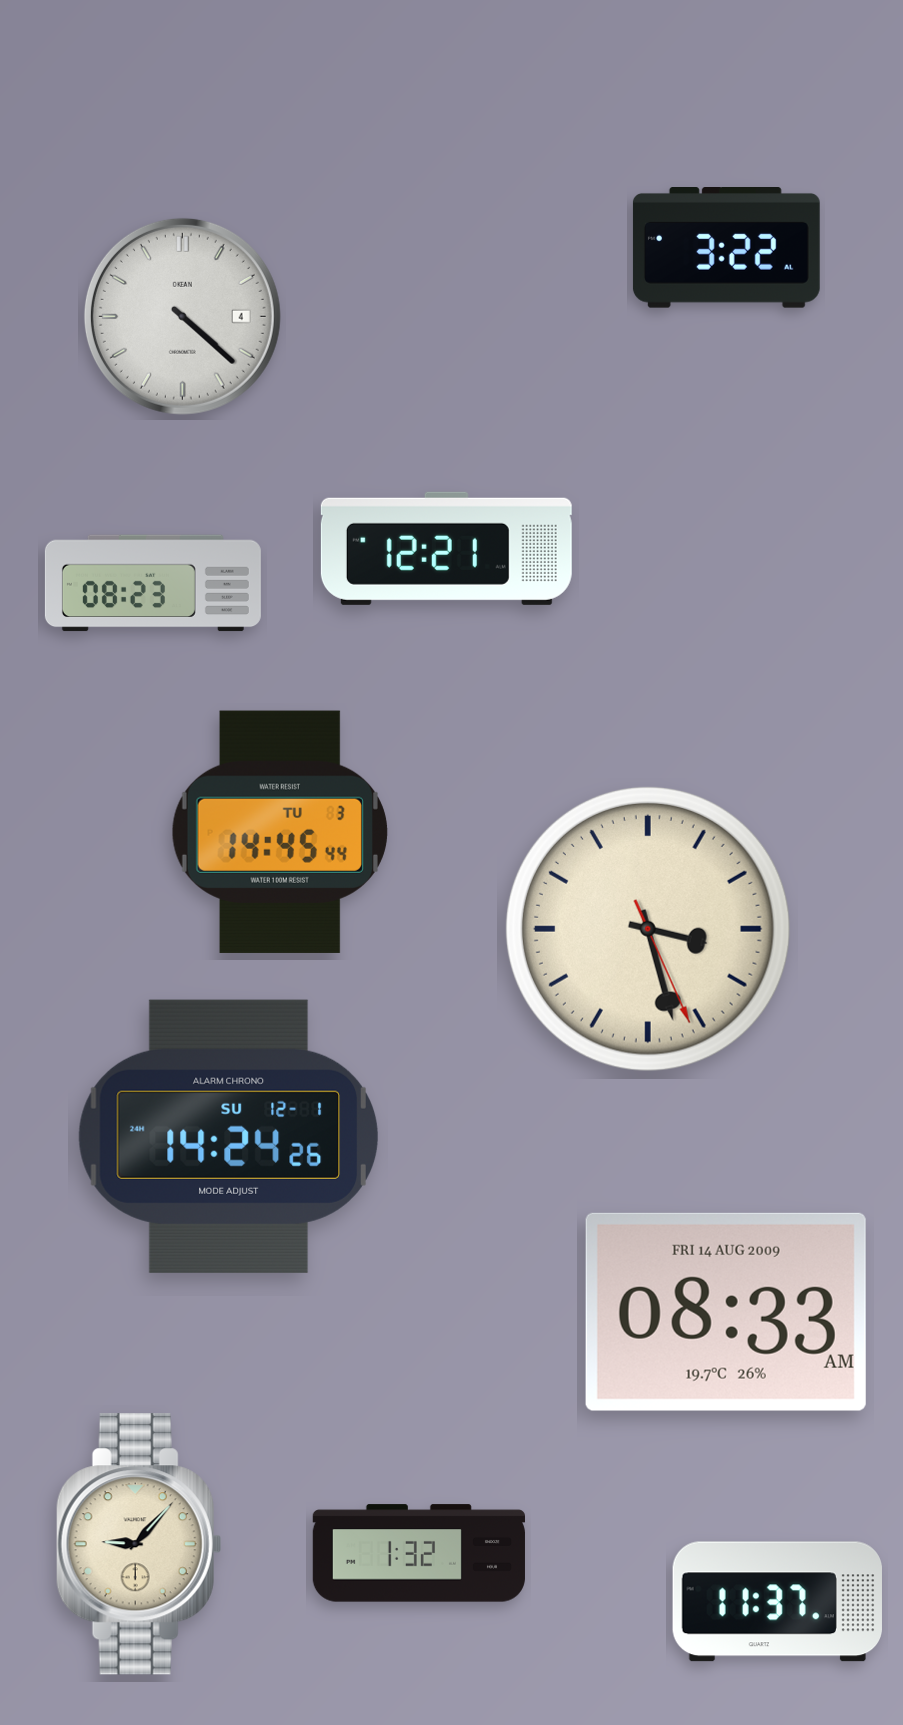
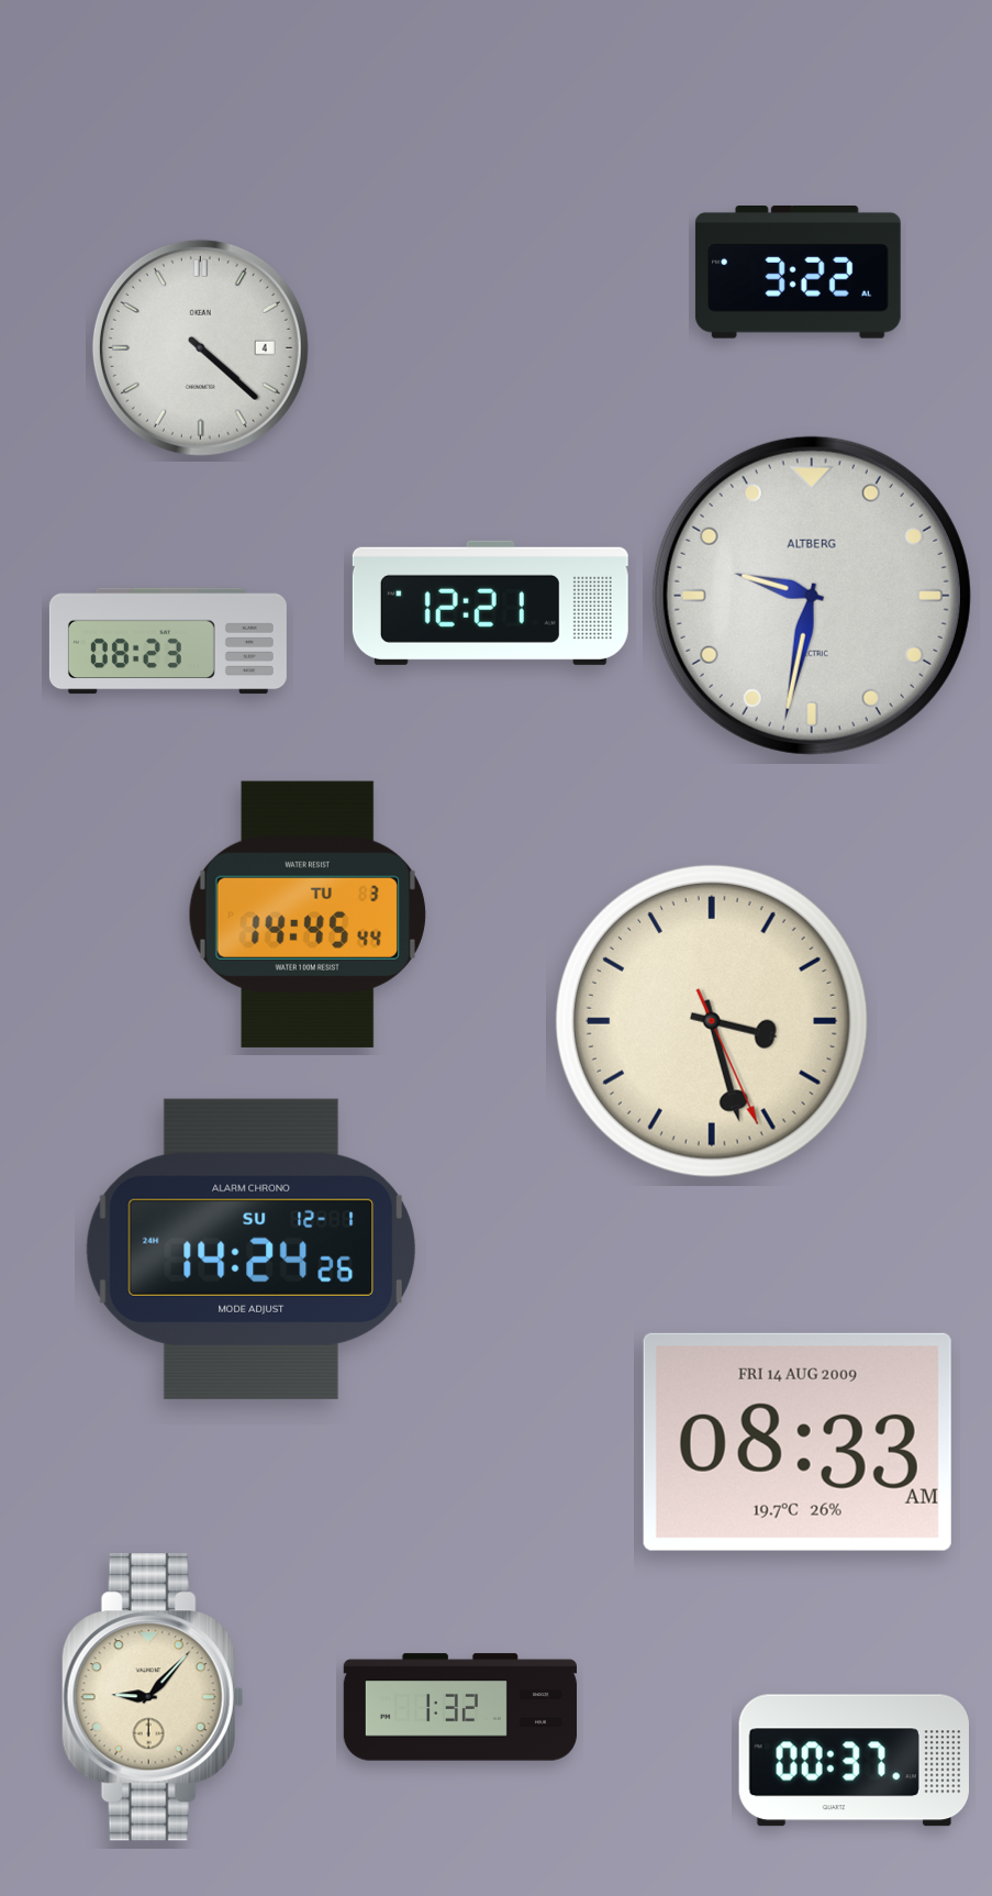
clock at (812, 596): none -> 9:32
clock at (777, 1602): 11:37 -> 00:37
